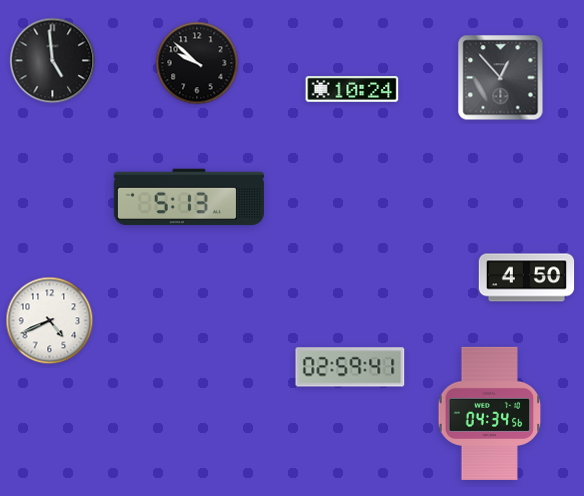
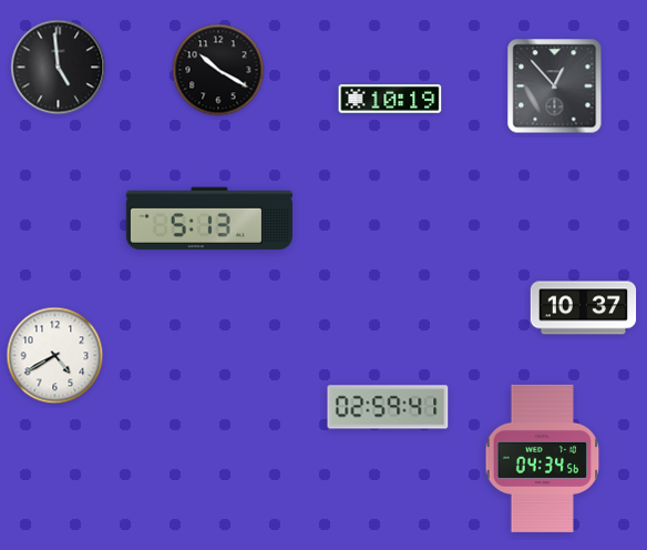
clock at (197, 63): 9:52 -> 10:20
clock at (352, 89): 10:24 -> 10:19
clock at (527, 278): 4:50 -> 10:37
clock at (50, 321): 4:41 -> 4:40
